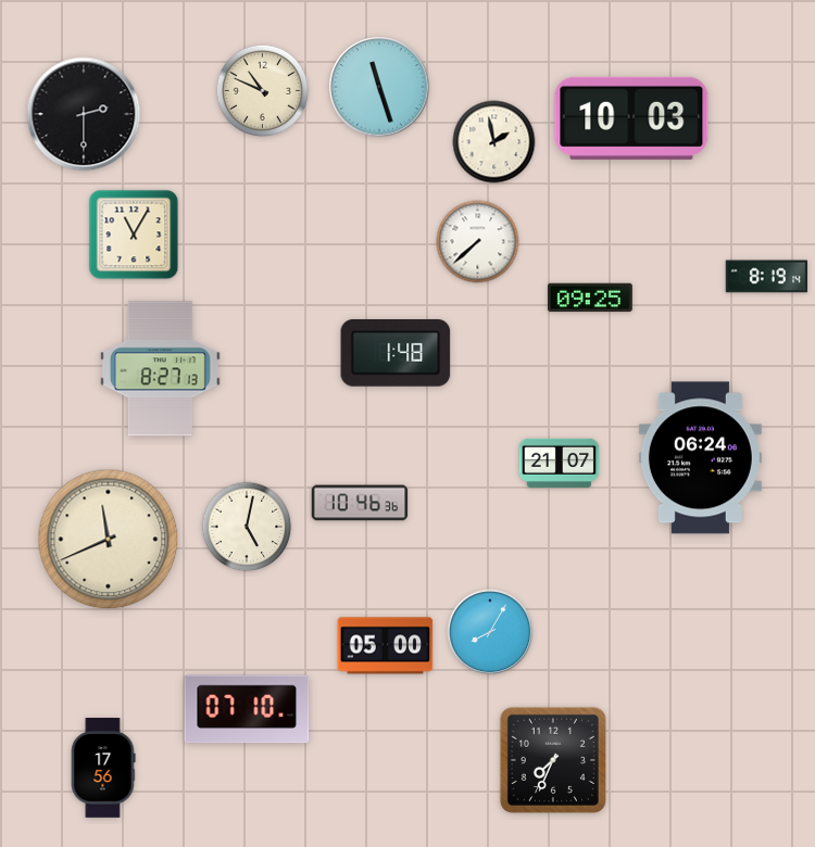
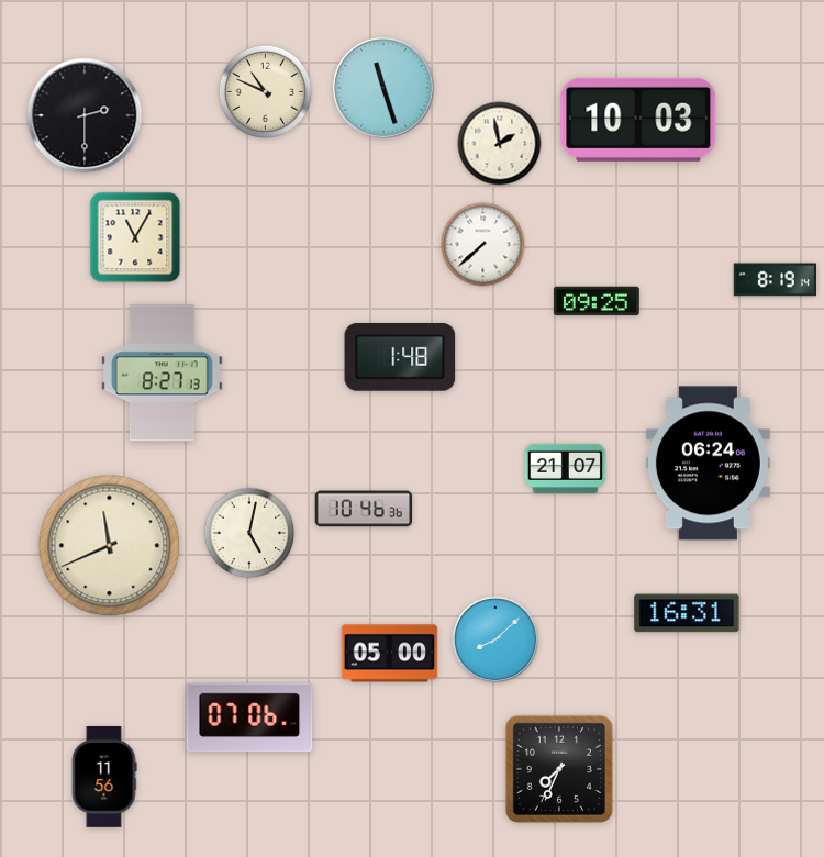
clock at (687, 613): none -> 16:31
clock at (490, 632): 8:05 -> 8:08
clock at (247, 709): 07:10 -> 07:06
clock at (103, 769): 17:56 -> 11:56
